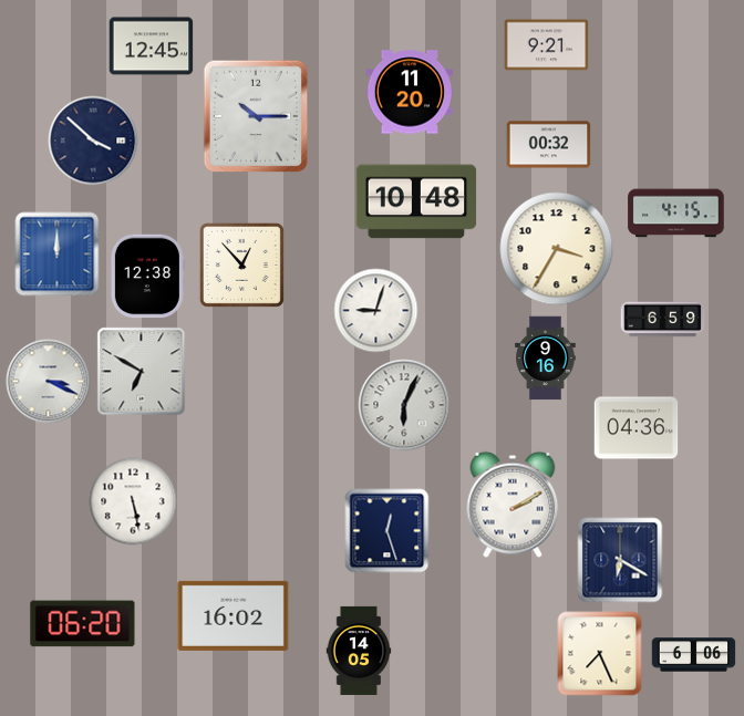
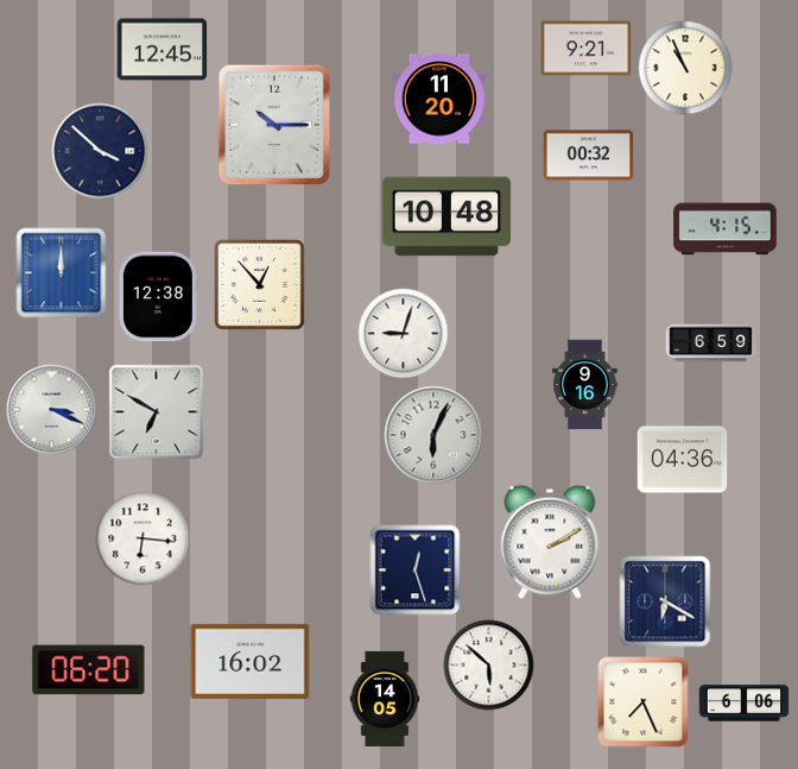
clock at (685, 68): none -> 10:56
clock at (557, 249): 3:35 -> none
clock at (142, 372) position: (142, 372) -> (157, 412)
clock at (133, 501): 5:28 -> 6:16
clock at (489, 666): none -> 5:52
